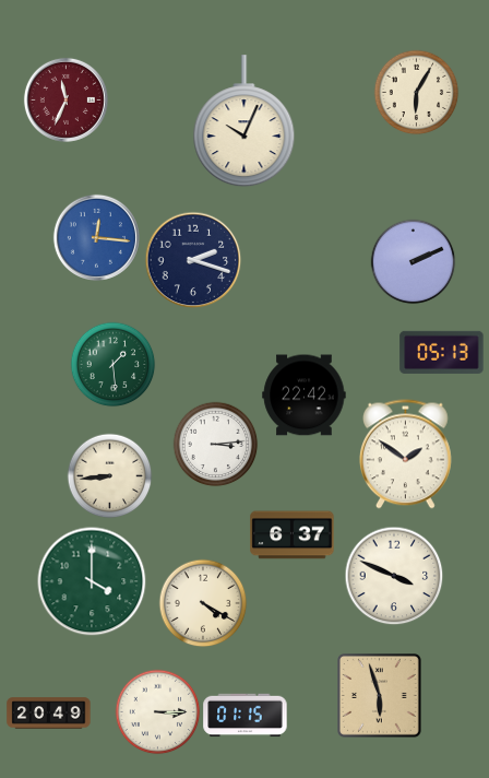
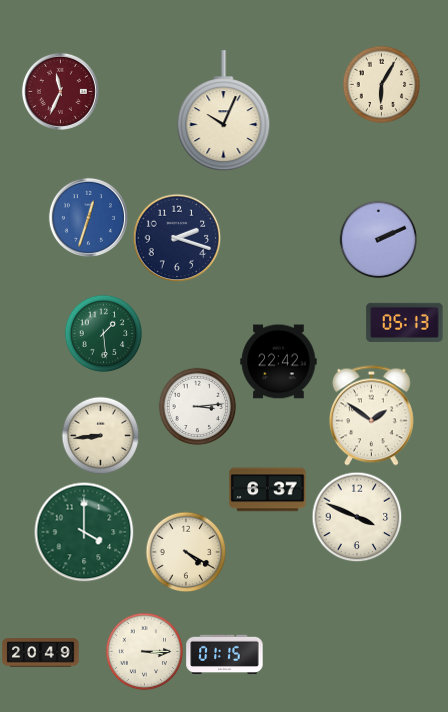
clock at (96, 237): 12:16 -> 12:33
clock at (394, 576) position: (394, 576) -> (357, 517)
clock at (380, 696): 5:57 -> none
clock at (49, 714) position: (49, 714) -> (41, 653)
